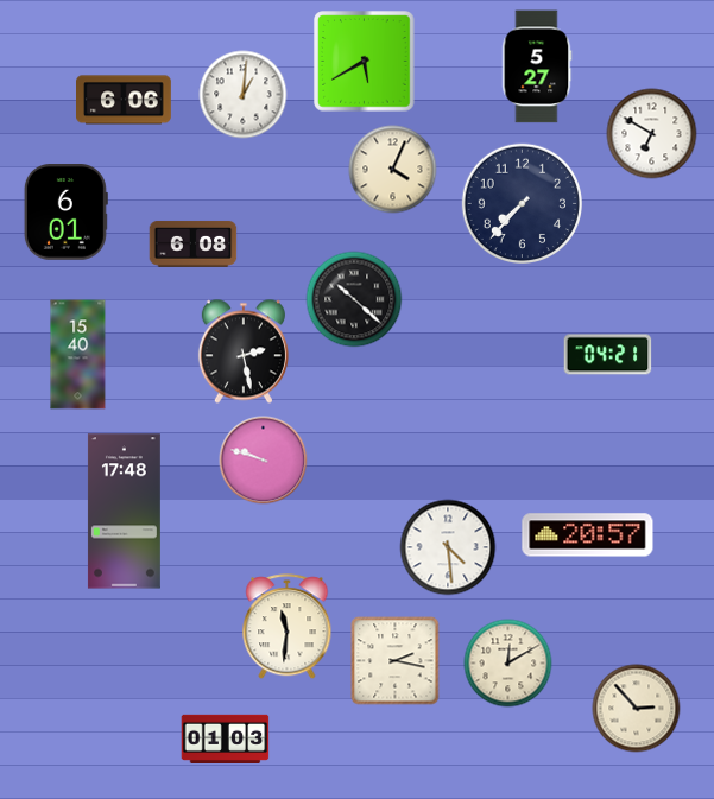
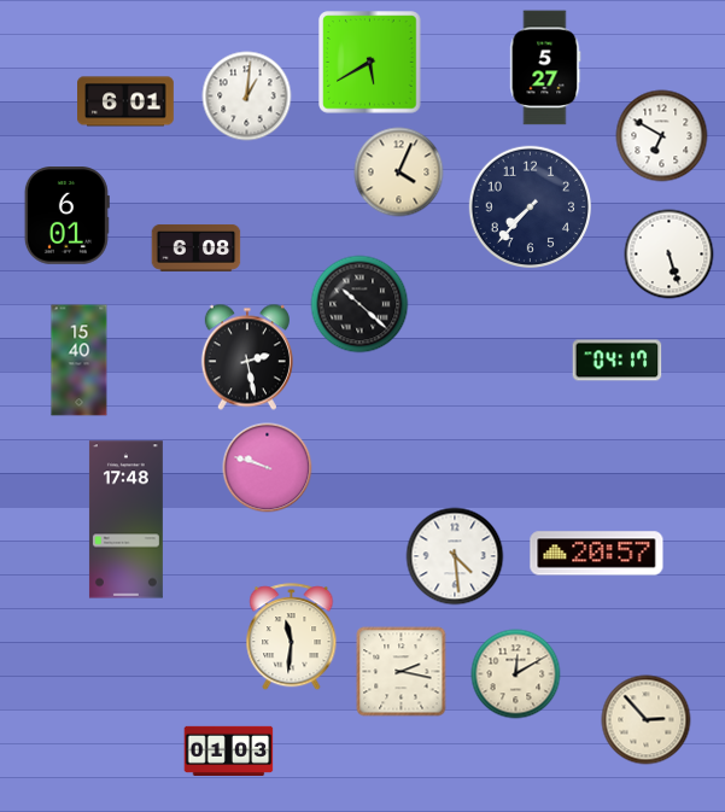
clock at (125, 100): 6:06 -> 6:01
clock at (670, 255): none -> 5:27
clock at (608, 355): 04:21 -> 04:17
clock at (588, 535) position: (588, 535) -> (597, 554)
